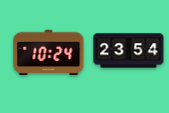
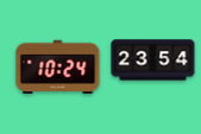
clock at (49, 52) position: (49, 52) -> (58, 66)
